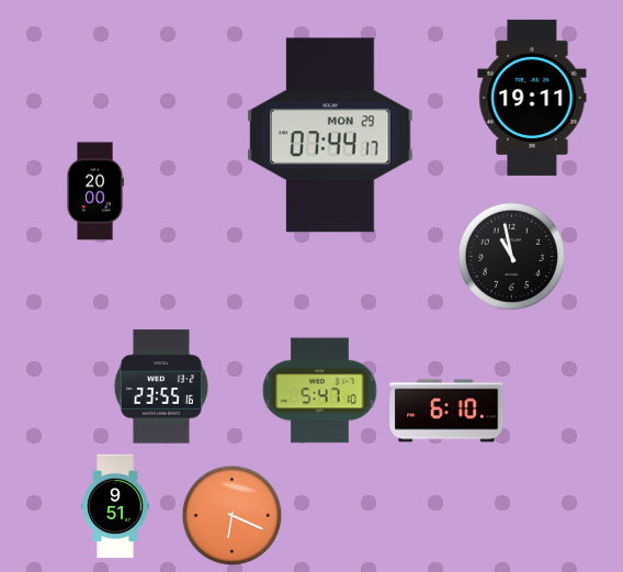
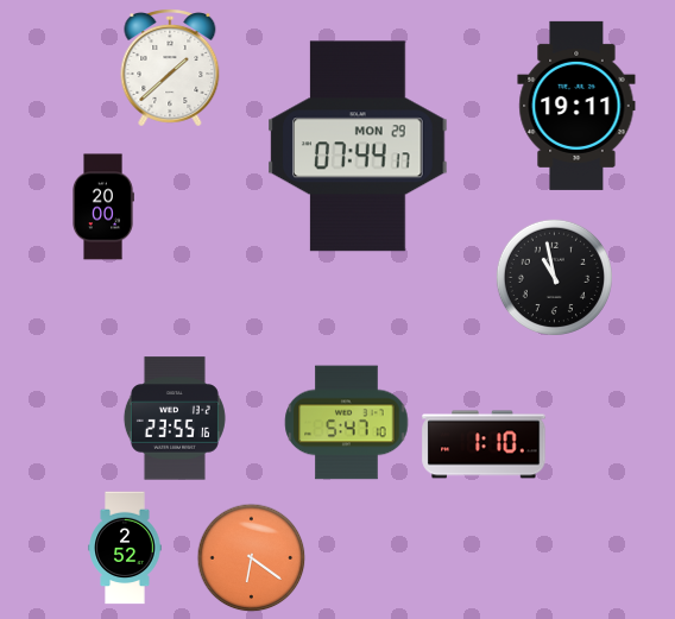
clock at (170, 69): none -> 1:38
clock at (446, 411): 6:10 -> 1:10
clock at (115, 506): 9:51 -> 2:52
clock at (233, 516): 6:19 -> 6:21
